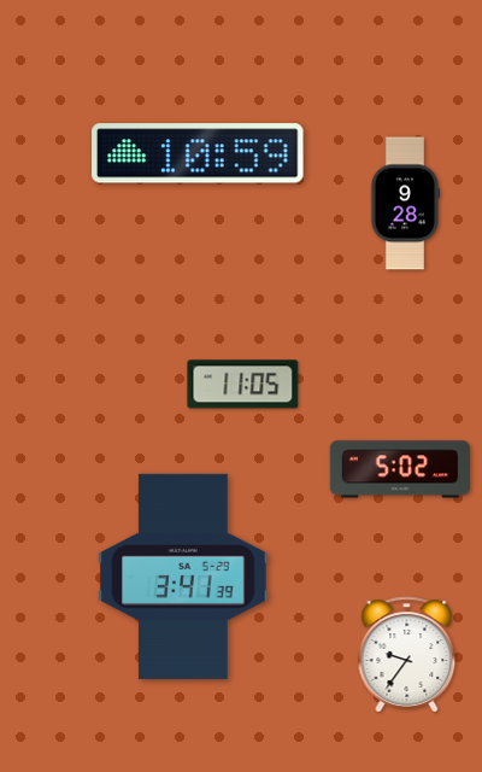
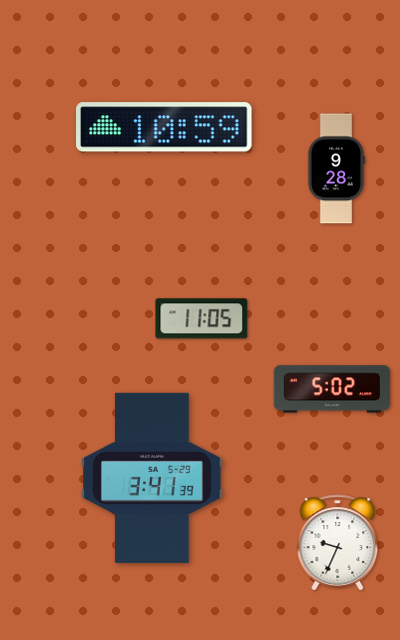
clock at (407, 655): 9:36 -> 9:34
